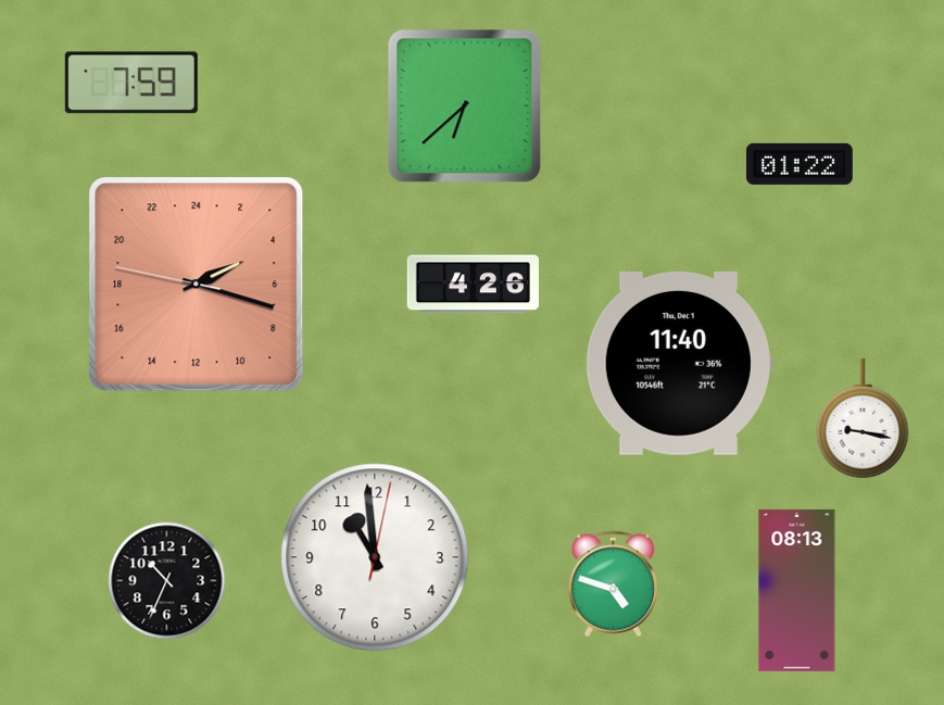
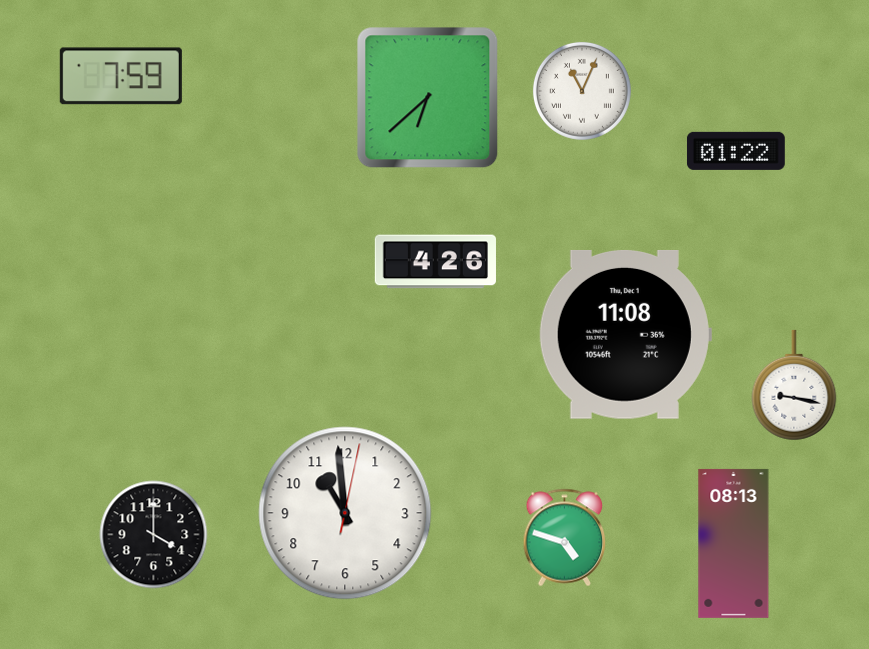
clock at (582, 91): none -> 11:04
clock at (197, 285): 4:17 -> none
clock at (679, 363): 11:40 -> 11:08
clock at (167, 581): 10:34 -> 4:00
